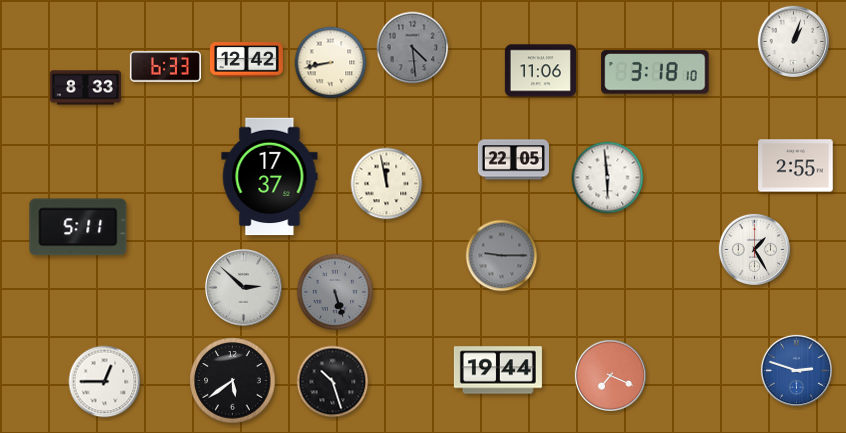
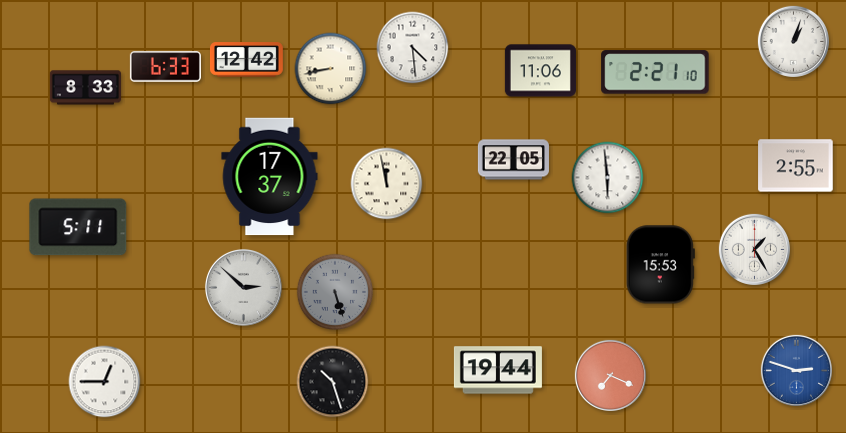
clock at (413, 48) dial: grey -> white
clock at (331, 63) position: (331, 63) -> (331, 69)
clock at (655, 72): 3:18 -> 2:21
clock at (502, 256): 9:15 -> none
clock at (660, 265): none -> 15:53
clock at (233, 381): 5:39 -> none
